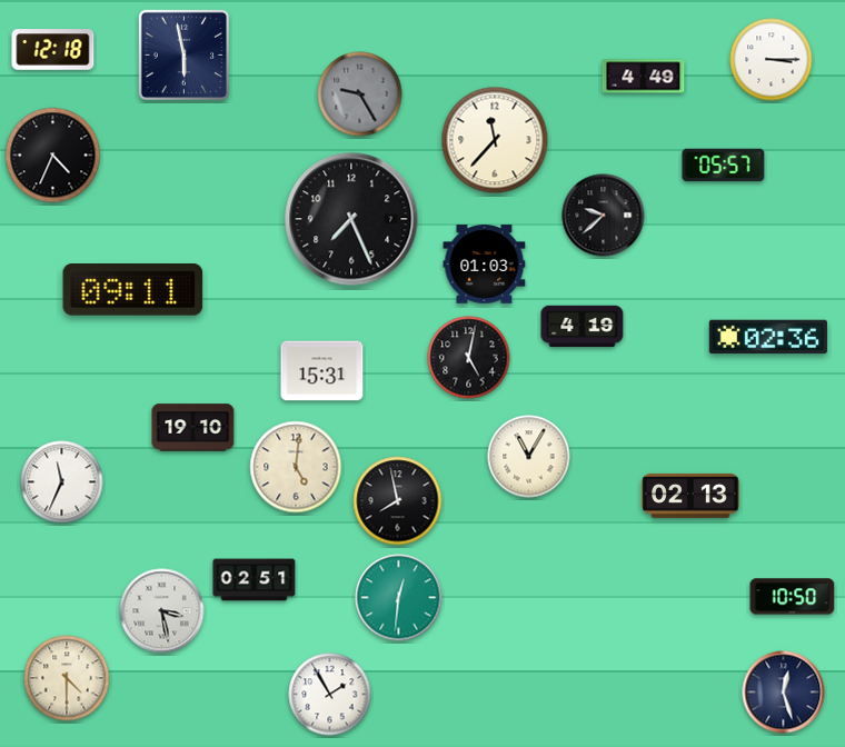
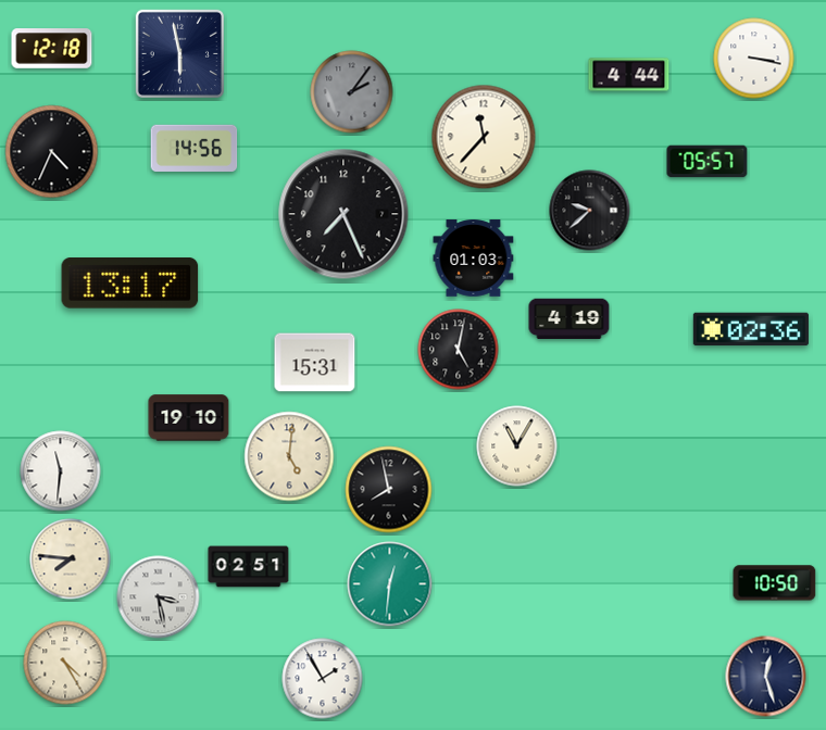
clock at (772, 60): 3:15 -> 3:17
clock at (644, 77): 4:49 -> 4:44
clock at (360, 94): 9:25 -> 2:06
clock at (195, 148): none -> 14:56
clock at (133, 290): 09:11 -> 13:17
clock at (62, 482): 11:34 -> 11:31
clock at (690, 496): 02:13 -> none
clock at (71, 559): none -> 7:46
clock at (67, 678): 4:30 -> 4:25
